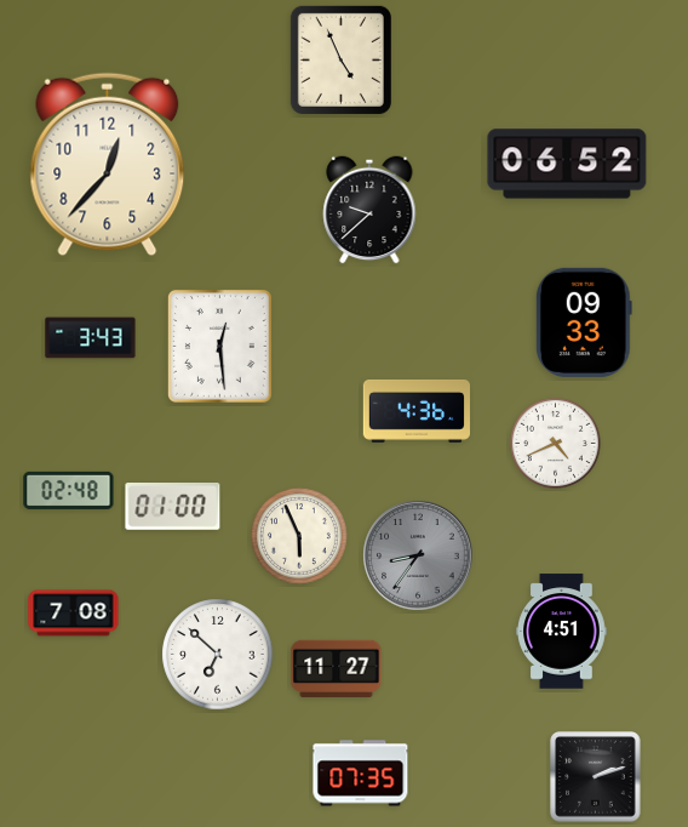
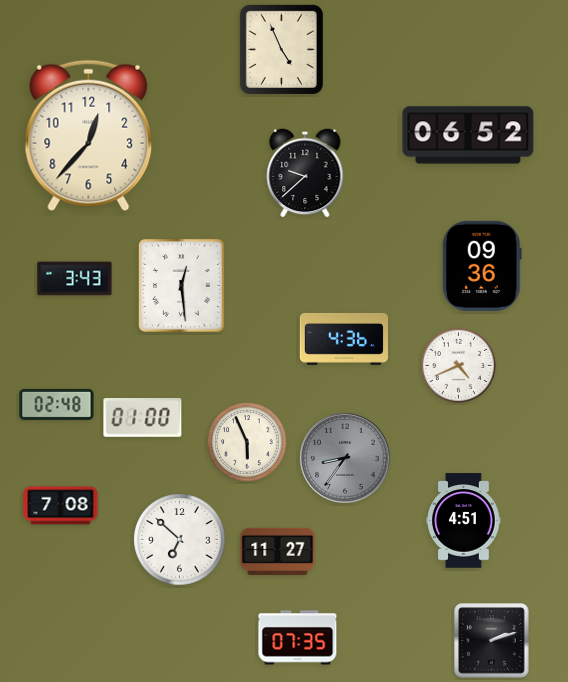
clock at (584, 323): 09:33 -> 09:36
